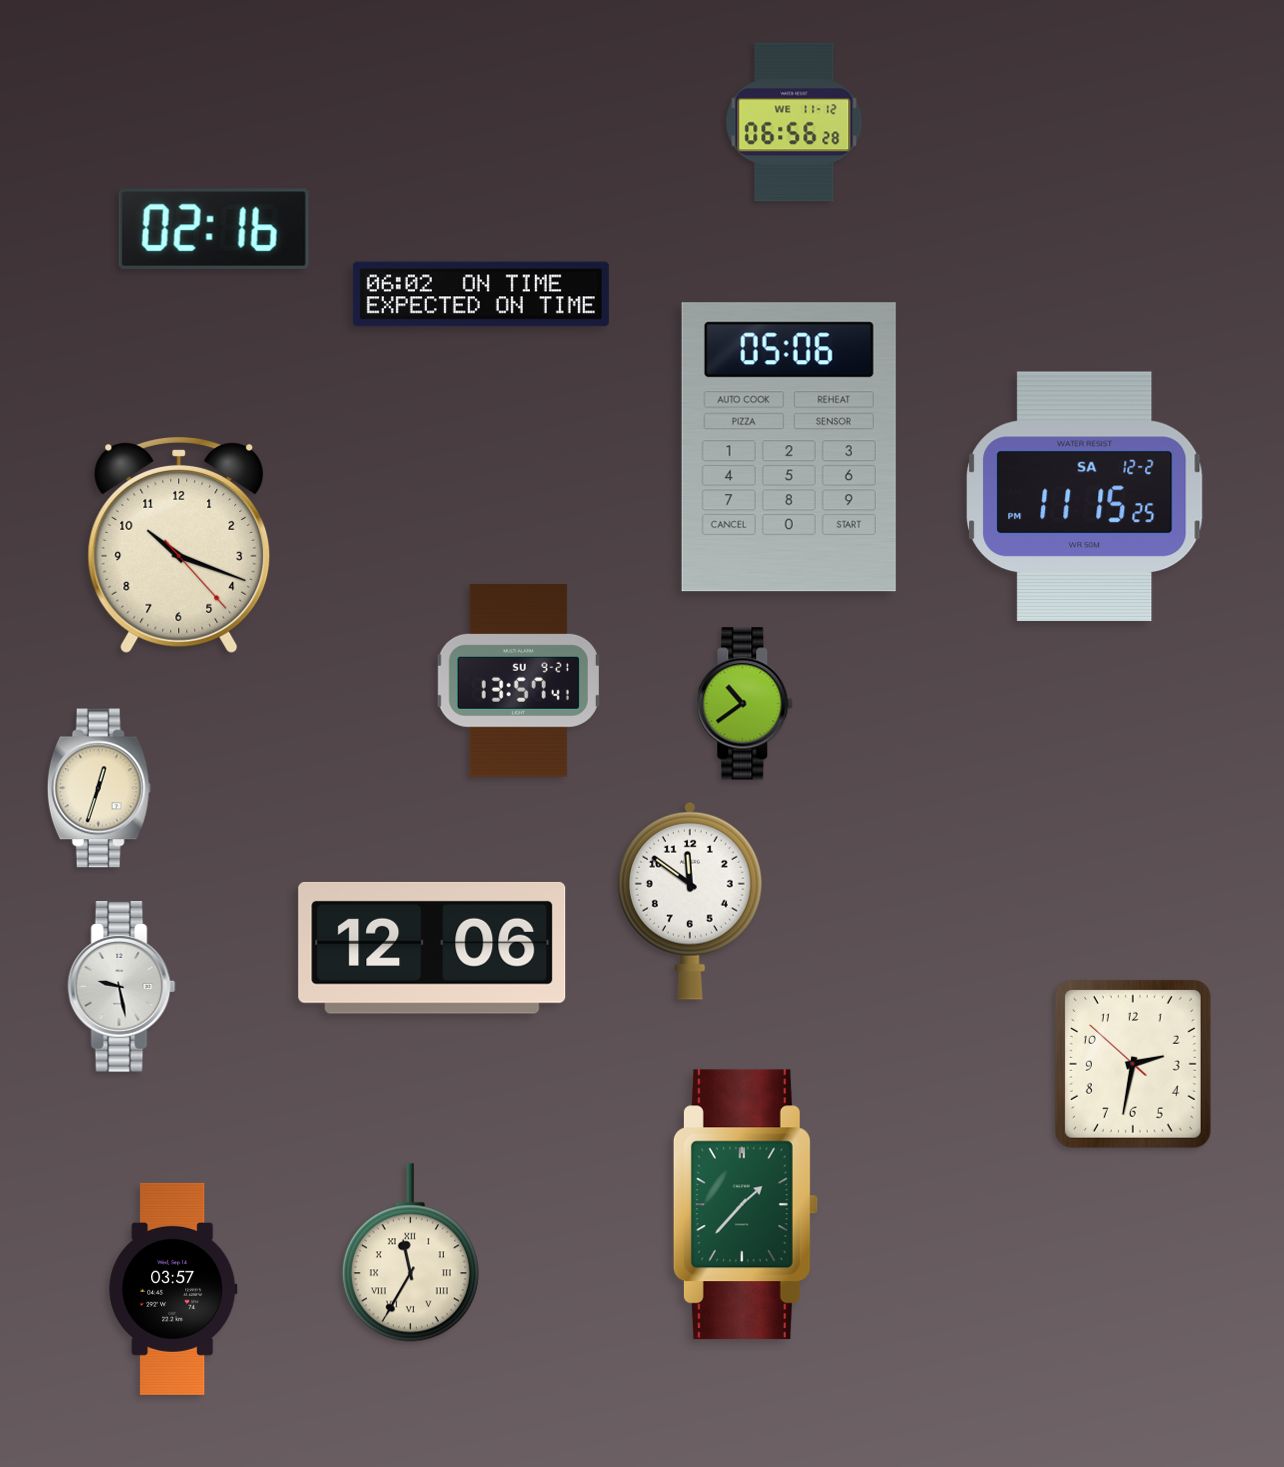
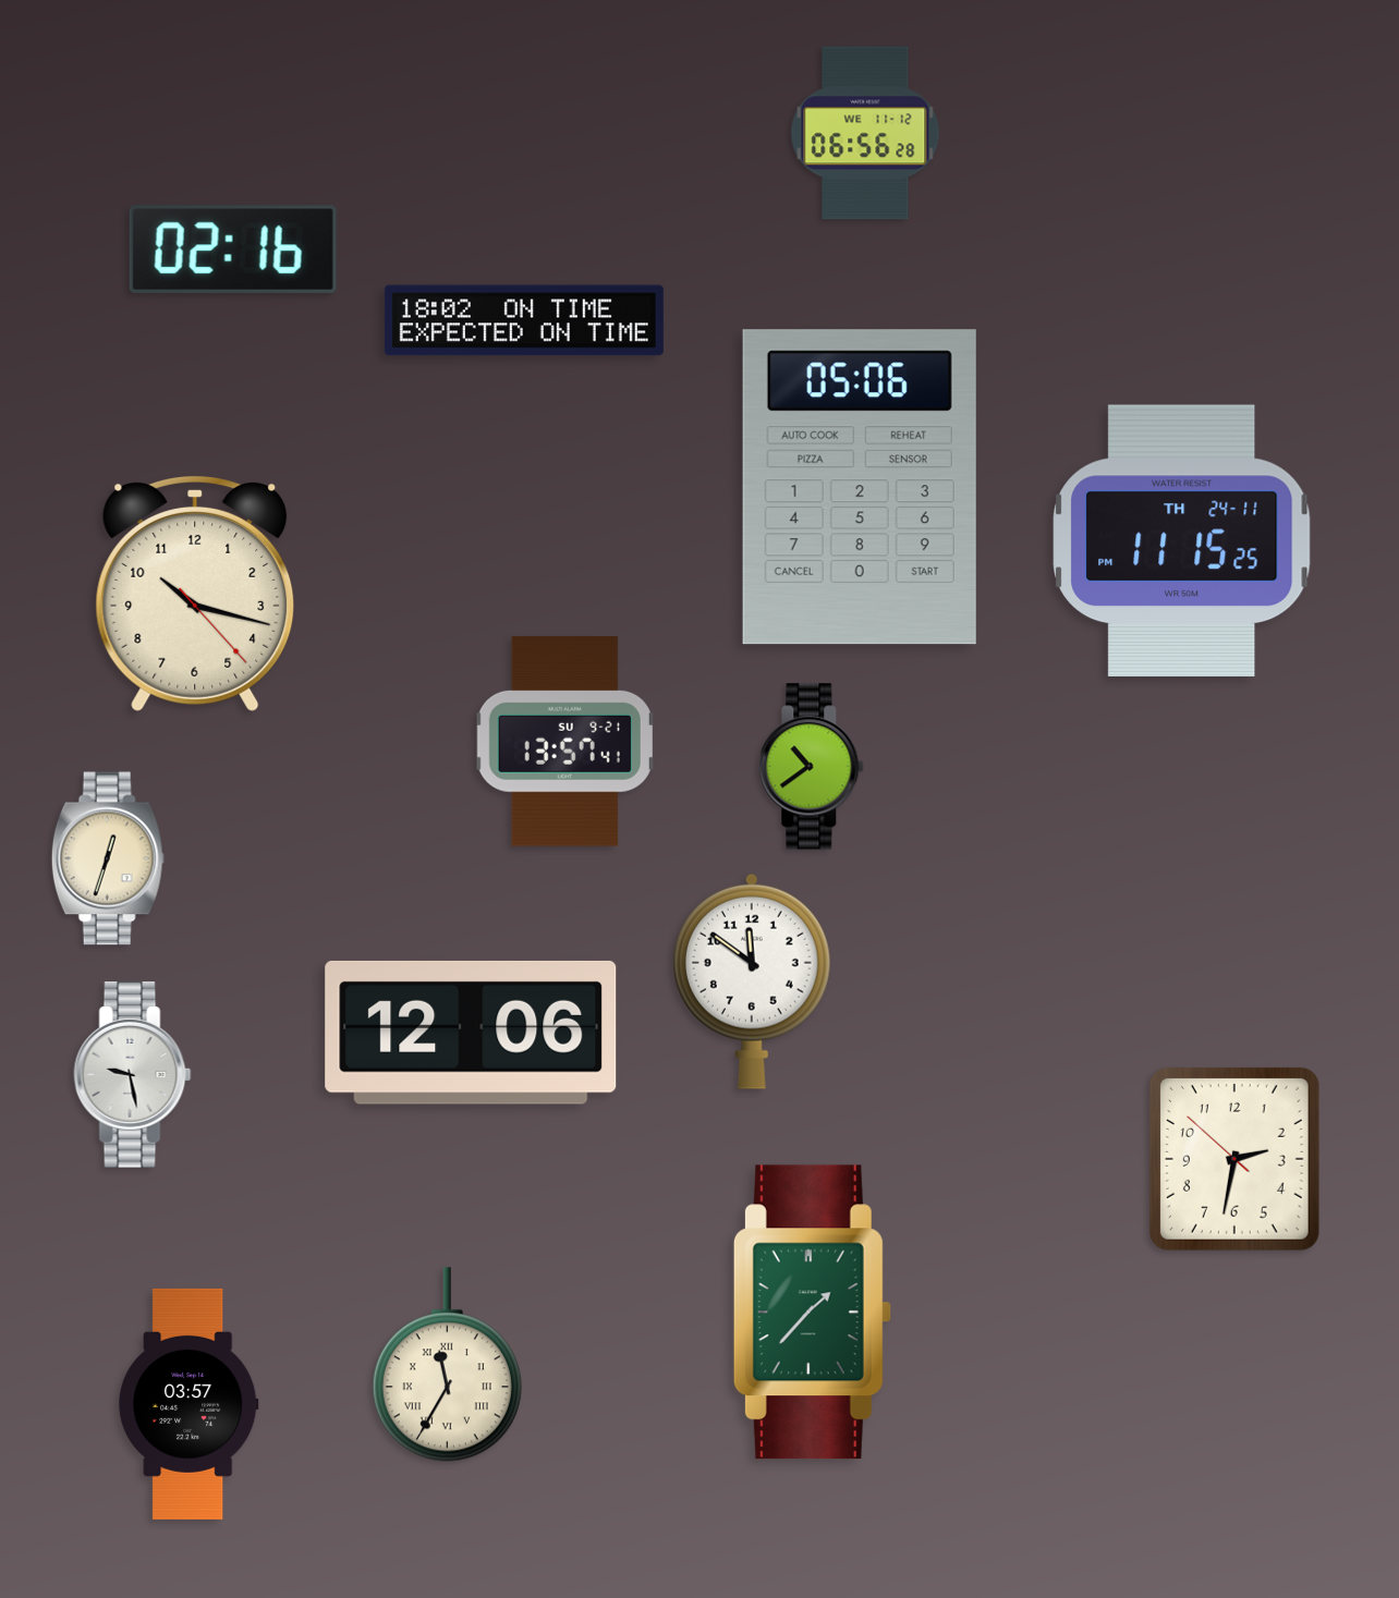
clock at (481, 294): 06:02 -> 18:02
clock at (1085, 496) date: SA 12-2 -> TH 24-11
clock at (179, 545): 10:18 -> 10:17
